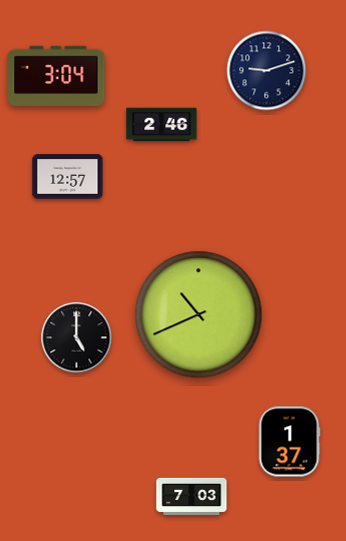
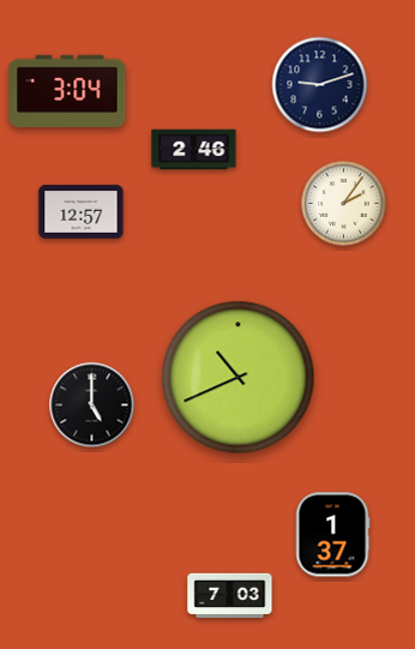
clock at (344, 204): none -> 2:06
clock at (289, 442) position: (289, 442) -> (332, 535)
